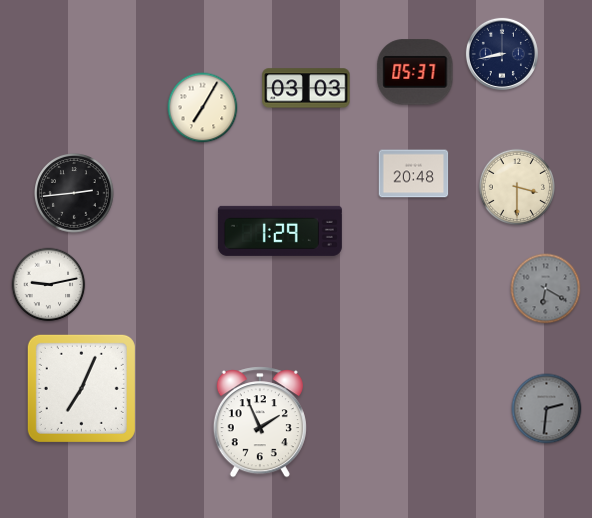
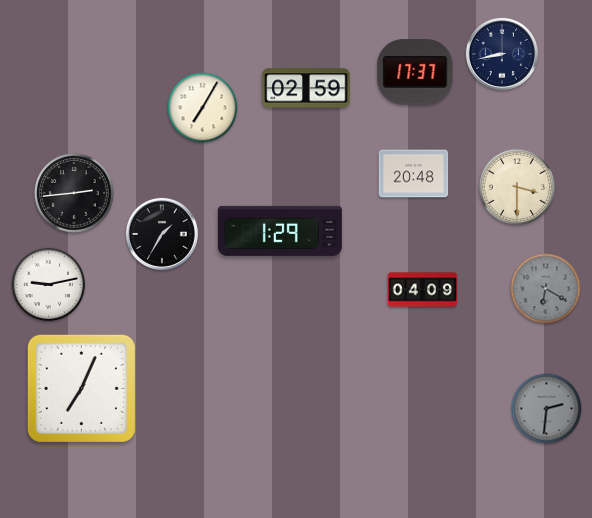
clock at (415, 72): 05:37 -> 17:37
clock at (306, 88): 03:03 -> 02:59
clock at (162, 234): none -> 1:35
clock at (423, 290): none -> 04:09
clock at (260, 422): 1:56 -> none
